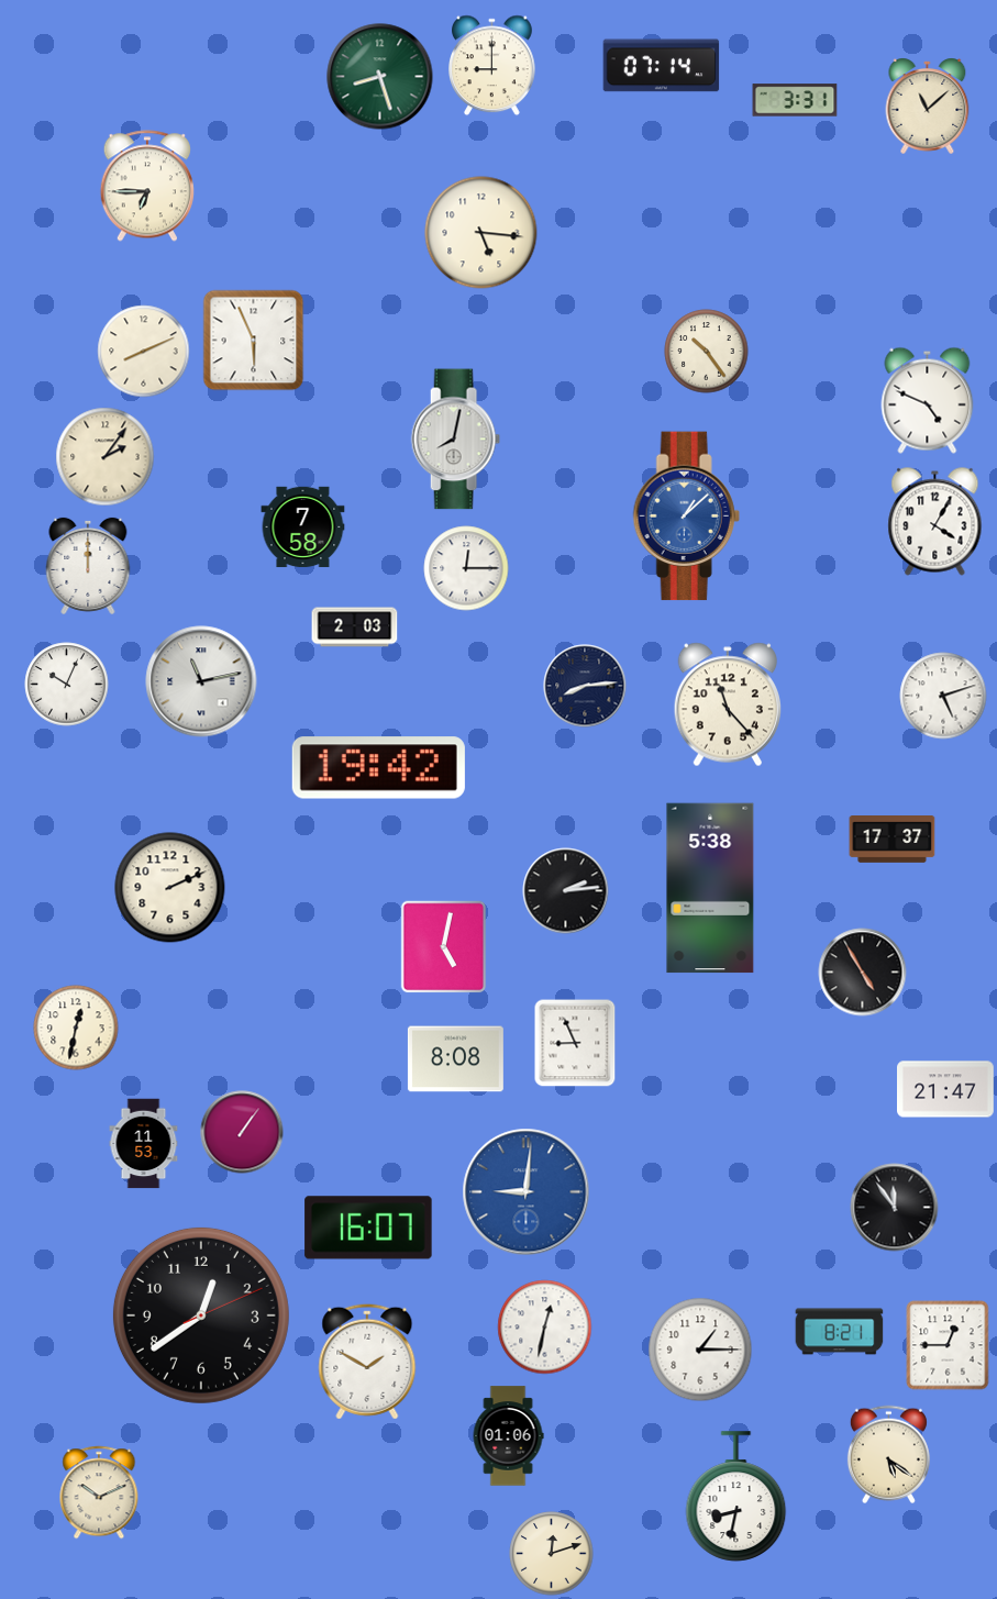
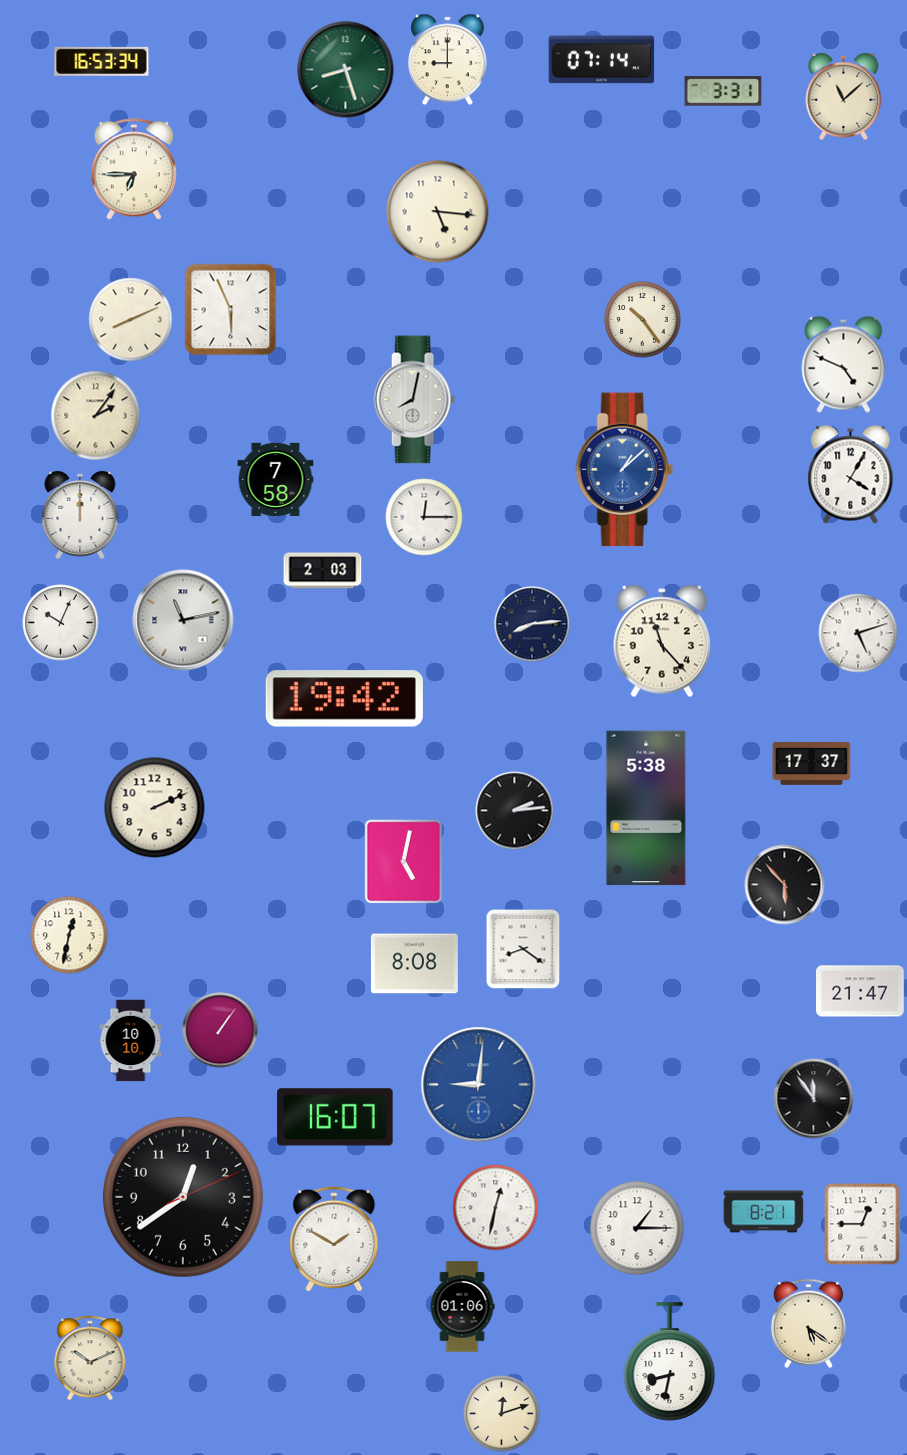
clock at (102, 61): none -> 16:53
clock at (863, 973): 4:55 -> 5:53
clock at (575, 1043): 8:56 -> 8:21
clock at (144, 1144): 11:53 -> 10:10
